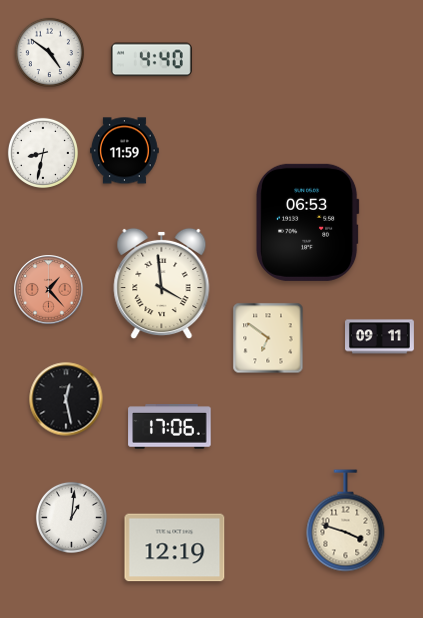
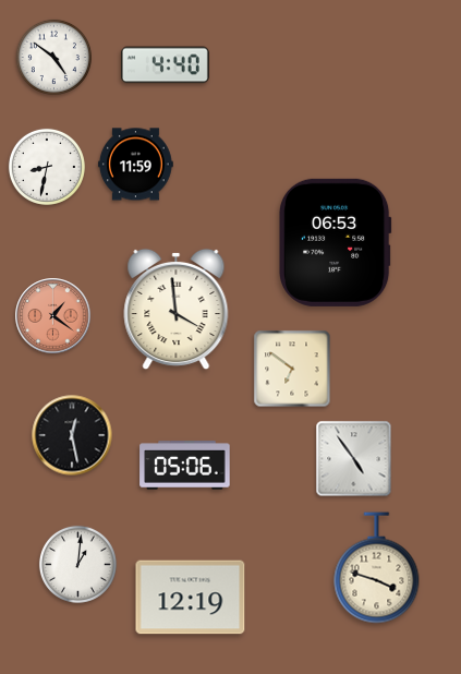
clock at (49, 290): 1:23 -> 1:21
clock at (380, 337): 09:11 -> none
clock at (354, 459): none -> 4:54
clock at (170, 427): 17:06 -> 05:06
